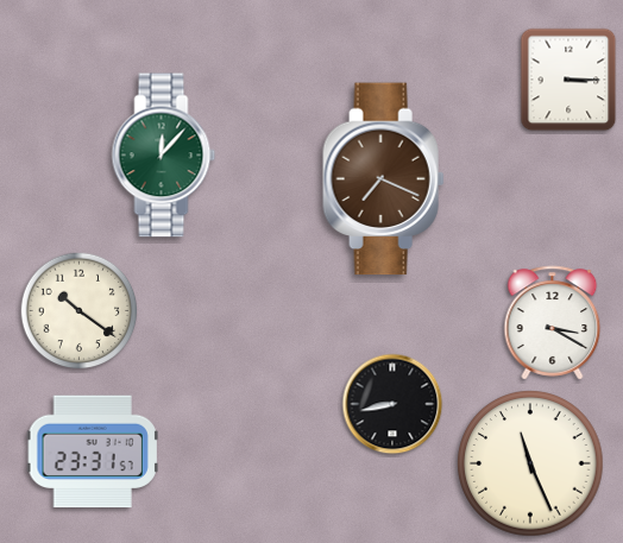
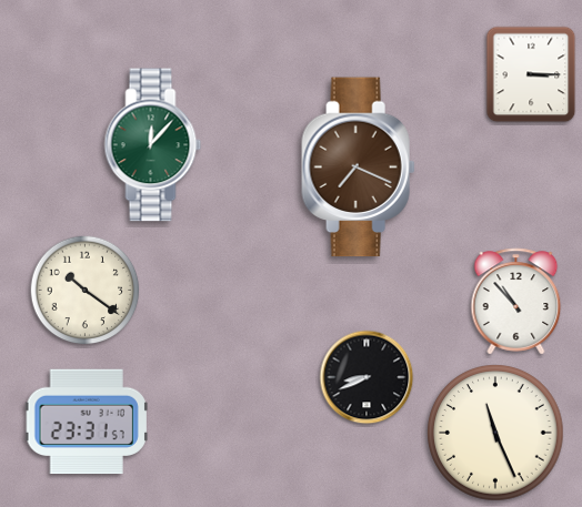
clock at (80, 311) position: (80, 311) -> (86, 291)
clock at (553, 323): 3:20 -> 10:53
clock at (392, 404): 8:43 -> 8:41
